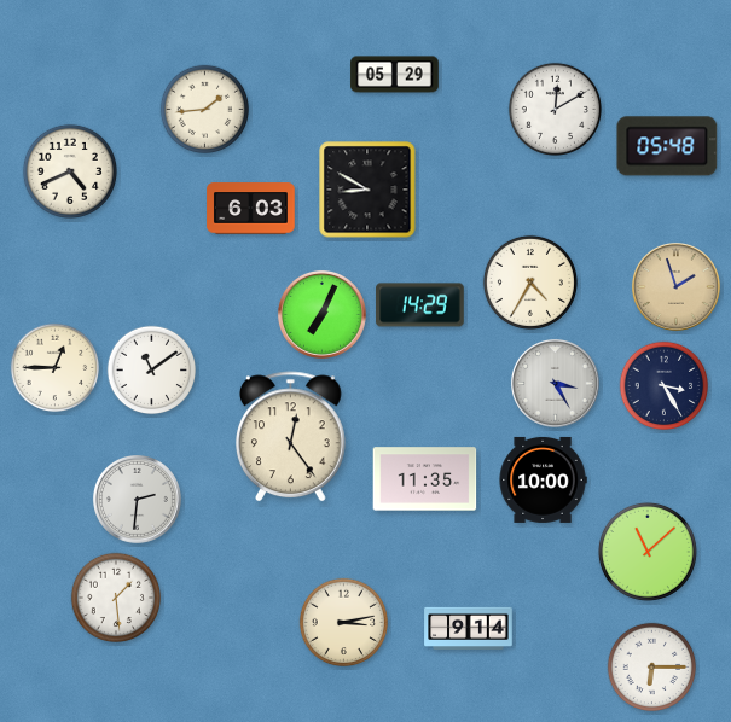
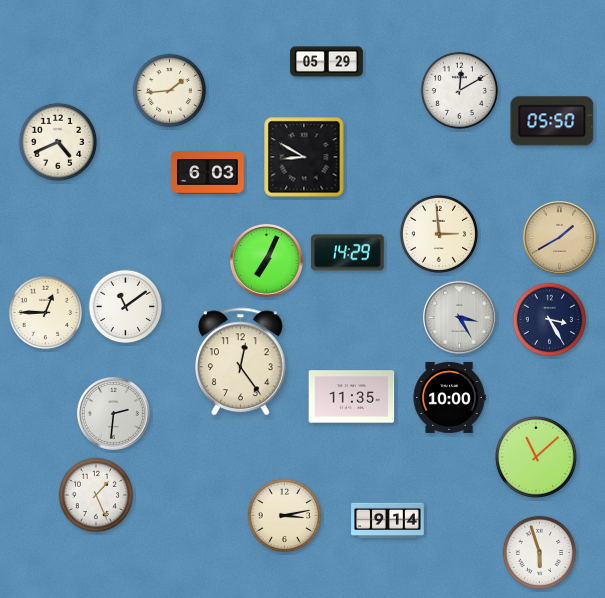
clock at (667, 146): 05:48 -> 05:50
clock at (530, 283): 4:35 -> 2:59
clock at (675, 286): 1:57 -> 1:40
clock at (56, 368) position: (56, 368) -> (46, 313)
clock at (116, 598): 1:29 -> 1:26
clock at (652, 668): 6:15 -> 5:57
